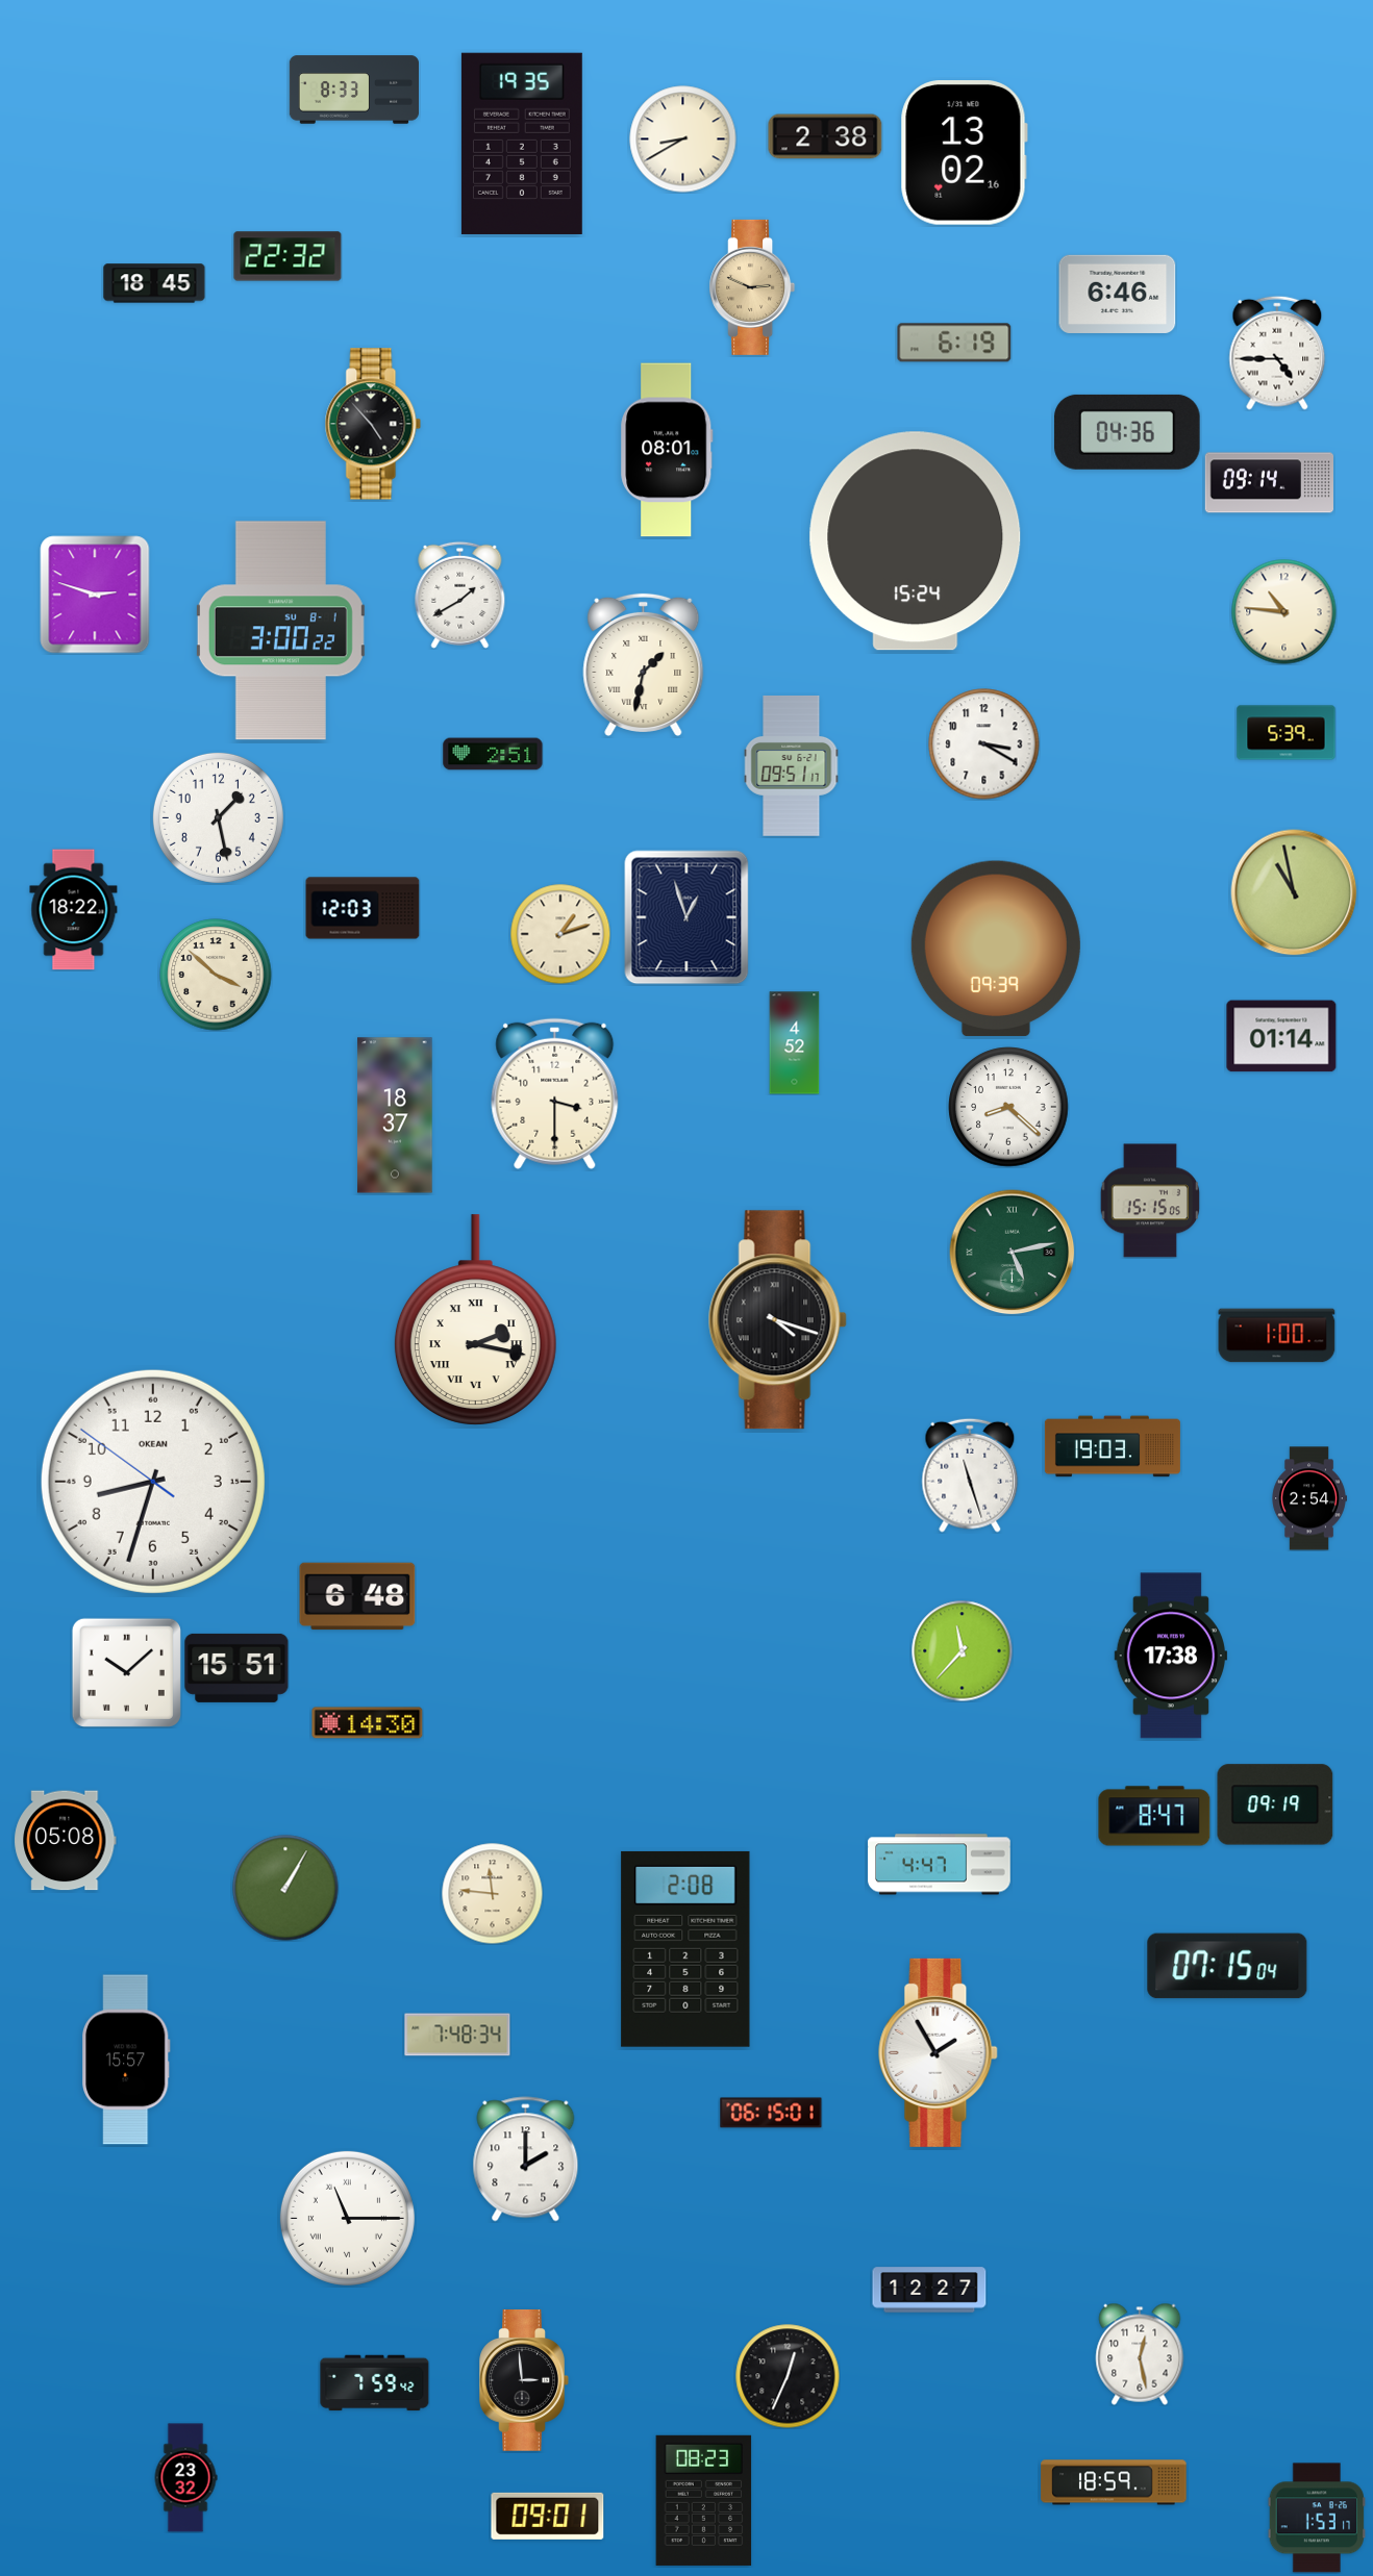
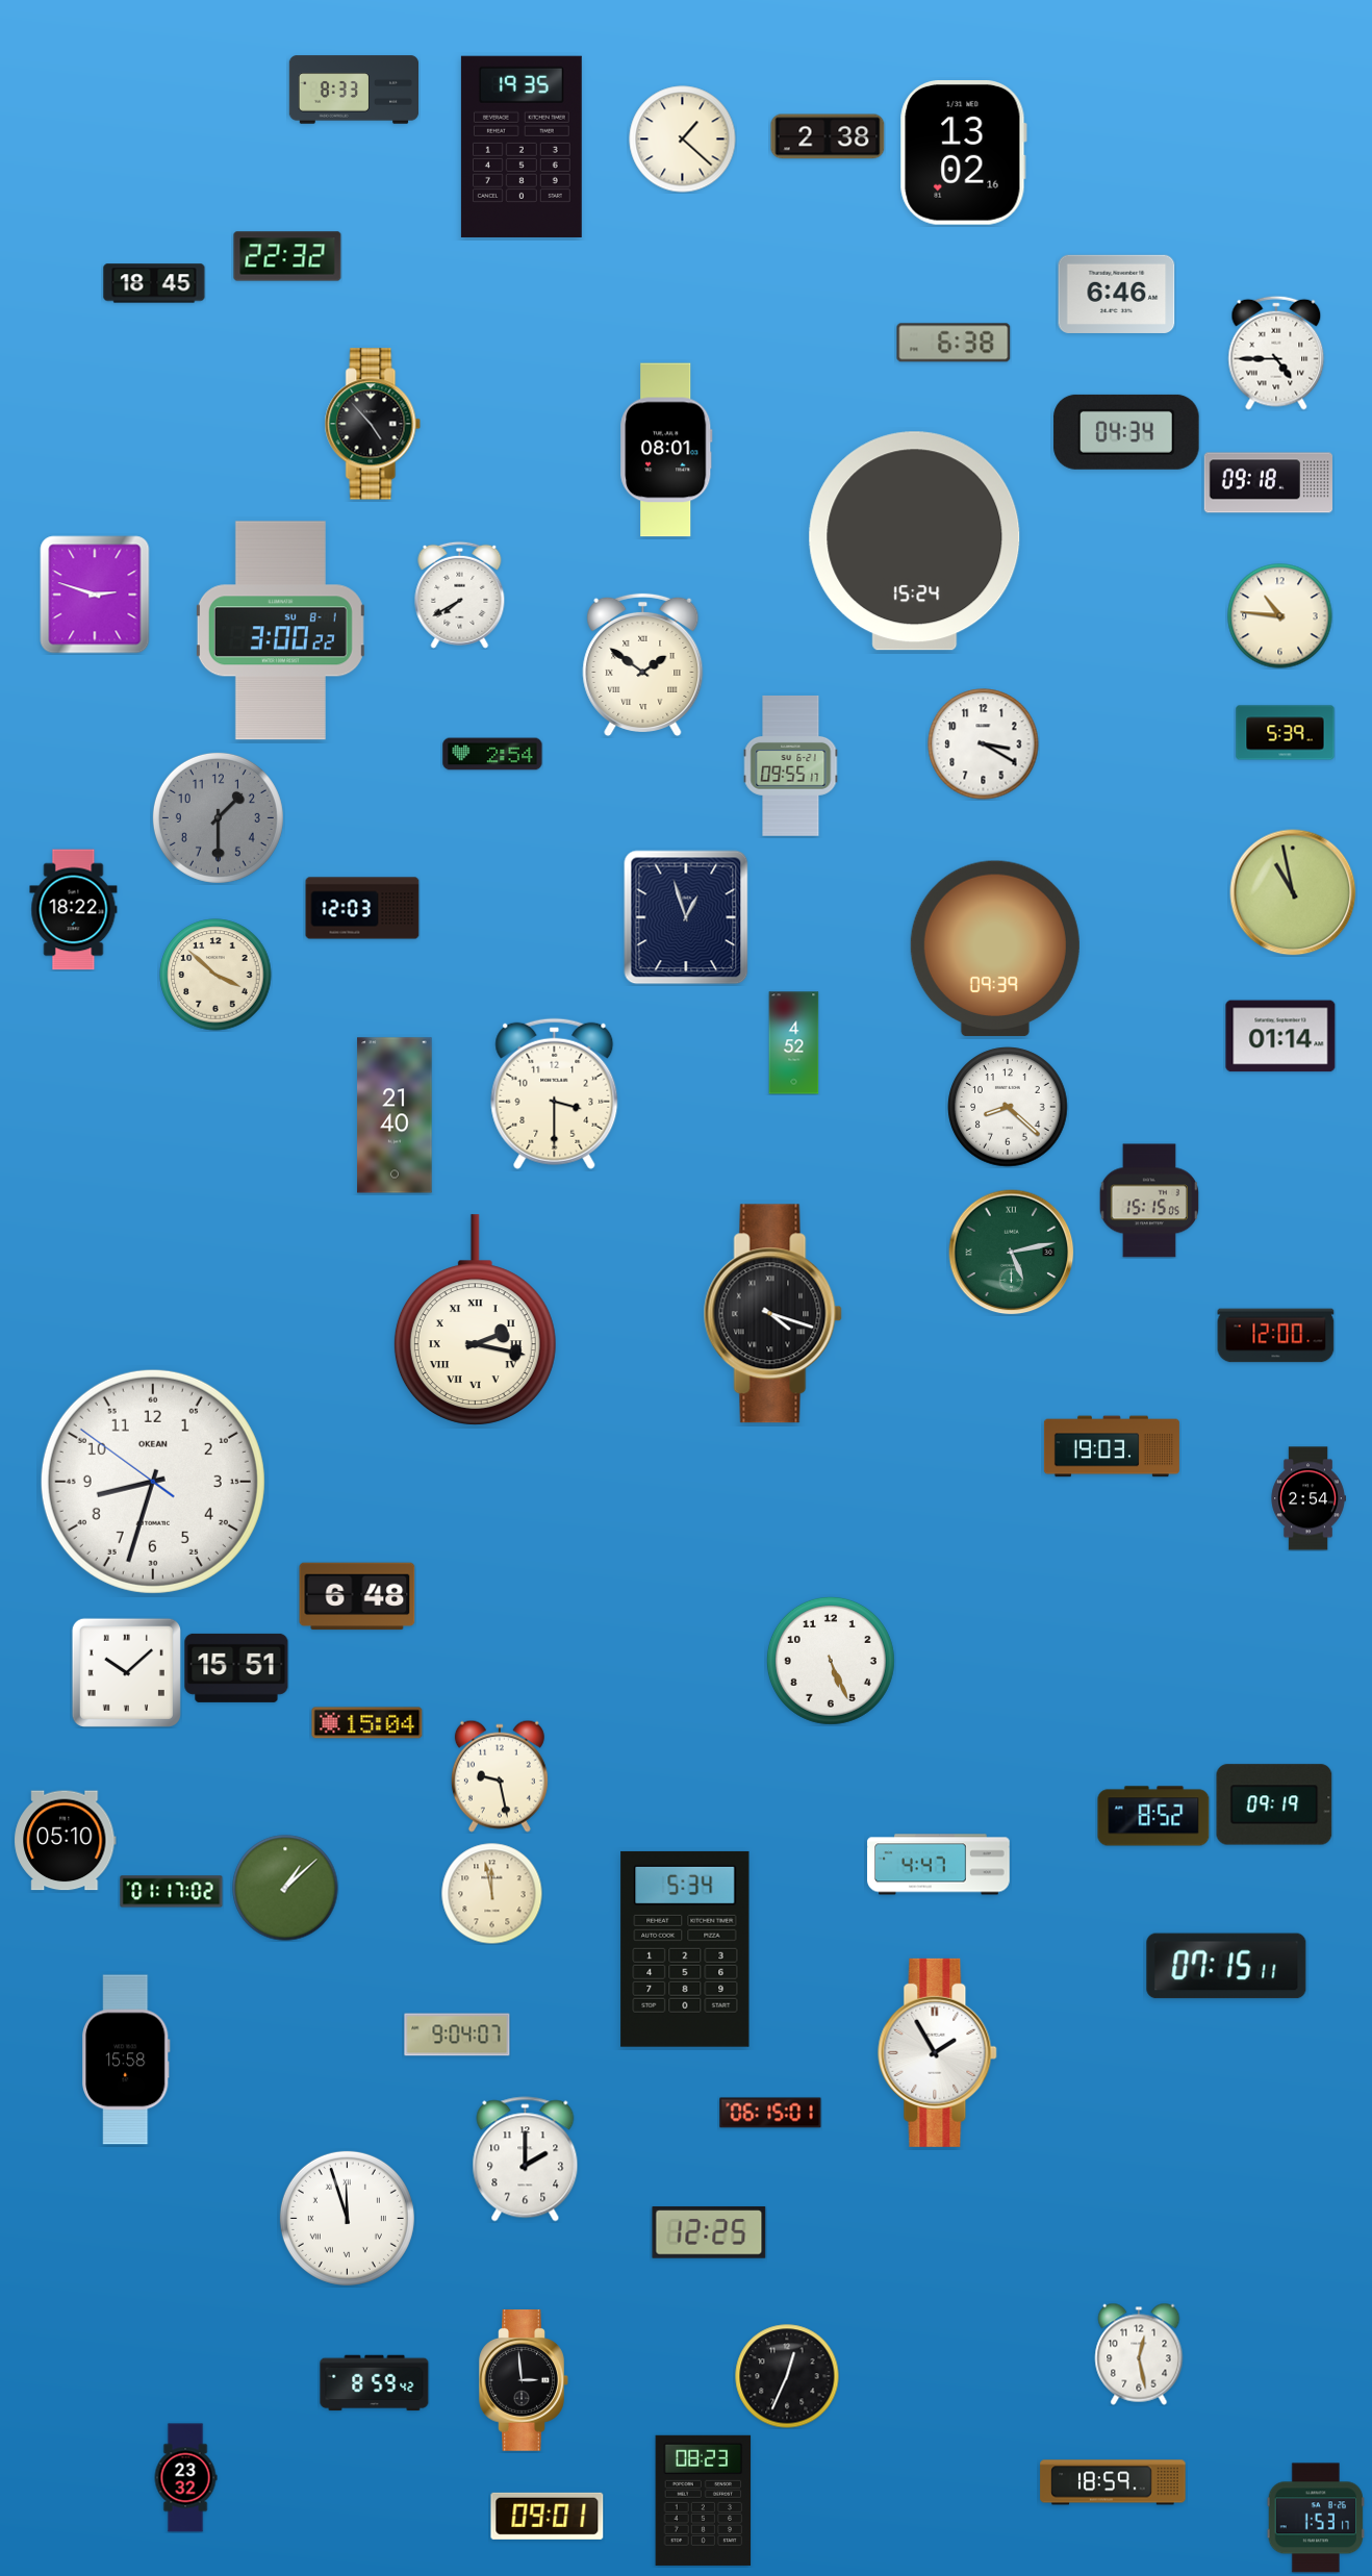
clock at (825, 136) position: (825, 136) -> (828, 136)
clock at (683, 140): 8:40 -> 1:22
clock at (522, 144) position: (522, 144) -> (522, 147)
clock at (752, 287): 2:49 -> none
clock at (954, 343): 6:19 -> 6:38
clock at (1127, 432): 04:36 -> 04:34
clock at (1270, 483): 09:14 -> 09:18
clock at (460, 595): 1:40 -> 7:40
clock at (1284, 612) position: (1284, 612) -> (1280, 616)
clock at (644, 664): 1:32 -> 1:51
clock at (493, 754): 2:51 -> 2:54
clock at (792, 766): 09:51 -> 09:55
clock at (218, 817): 1:28 -> 1:30
clock at (218, 817) dial: white -> grey
clock at (560, 934): 1:12 -> none
clock at (395, 1115): 18:37 -> 21:40
clock at (777, 1320) position: (777, 1320) -> (772, 1314)
clock at (1277, 1336): 1:00 -> 12:00
clock at (970, 1475): 11:27 -> none
clock at (962, 1650): 11:37 -> none
clock at (1171, 1656): 17:38 -> none
clock at (831, 1661): none -> 5:26
clock at (368, 1723): 14:30 -> 15:04
clock at (500, 1776): none -> 9:28
clock at (1154, 1816): 8:47 -> 8:52
clock at (66, 1841): 05:08 -> 05:10
clock at (285, 1888): 1:05 -> 1:08
clock at (172, 1892): none -> 01:17
clock at (492, 1893): 11:46 -> 11:58
clock at (685, 1949): 2:08 -> 5:34
clock at (1227, 1966): 07:15:04 -> 07:15:11
clock at (457, 2035): 7:48 -> 9:04
clock at (127, 2060): 15:57 -> 15:58
clock at (347, 2218): 11:15 -> 11:57
clock at (709, 2232): none -> 12:25
clock at (929, 2290): 12:27 -> none
clock at (375, 2383): 7:59 -> 8:59
